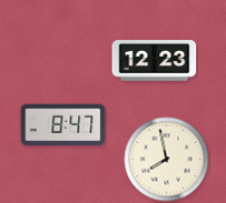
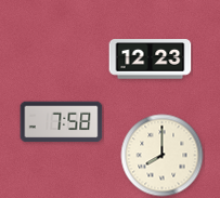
clock at (63, 125): 8:47 -> 7:58
clock at (167, 160): 7:58 -> 8:00
